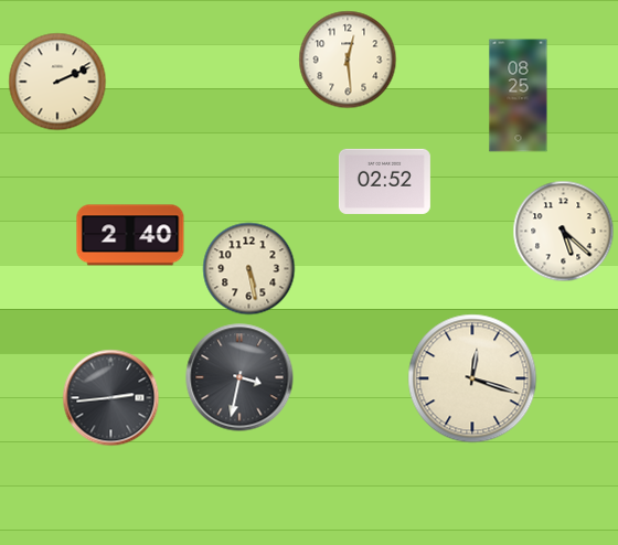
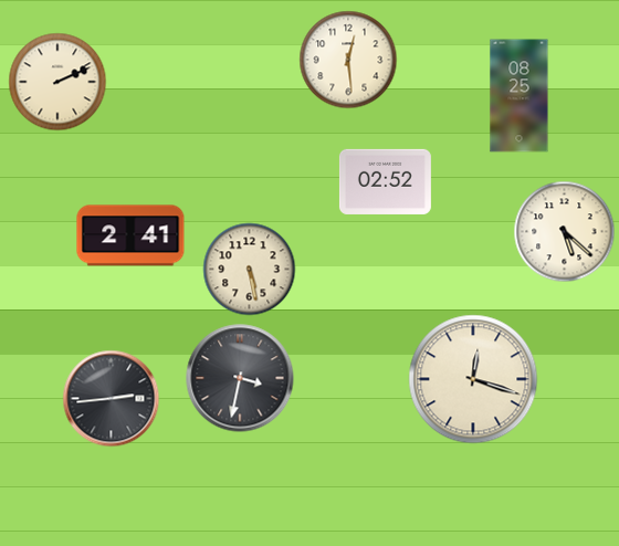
clock at (130, 235): 2:40 -> 2:41
